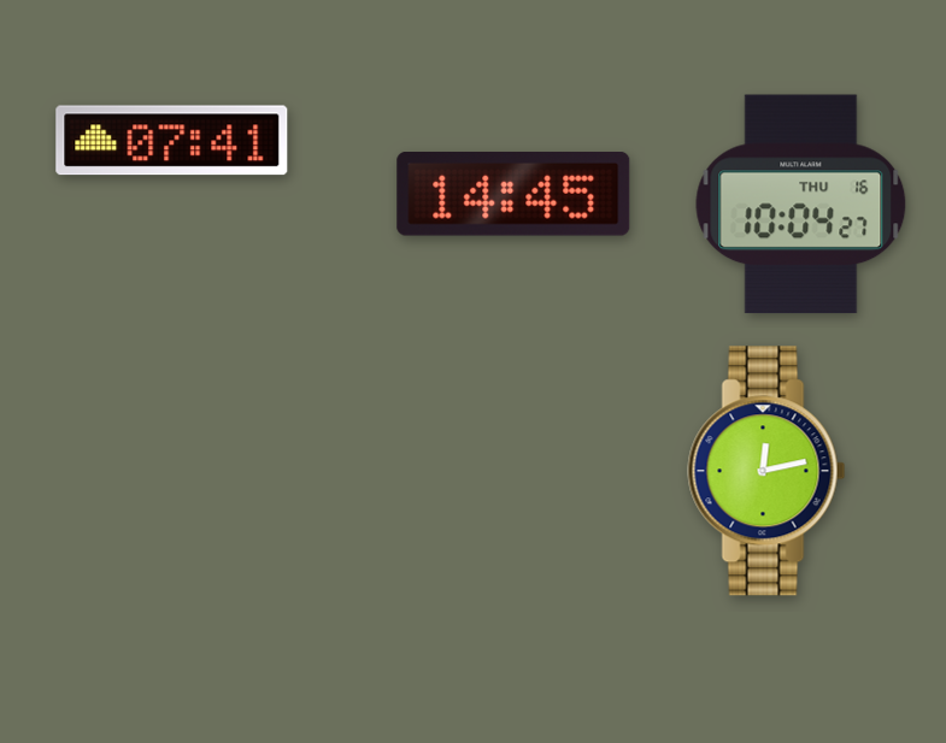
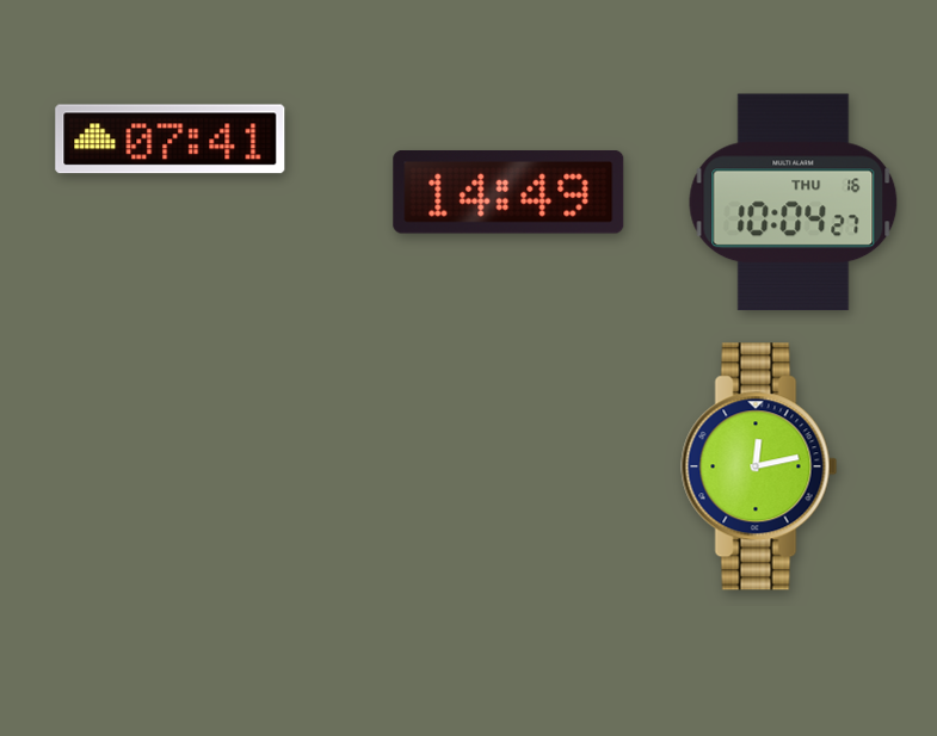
clock at (513, 195): 14:45 -> 14:49
